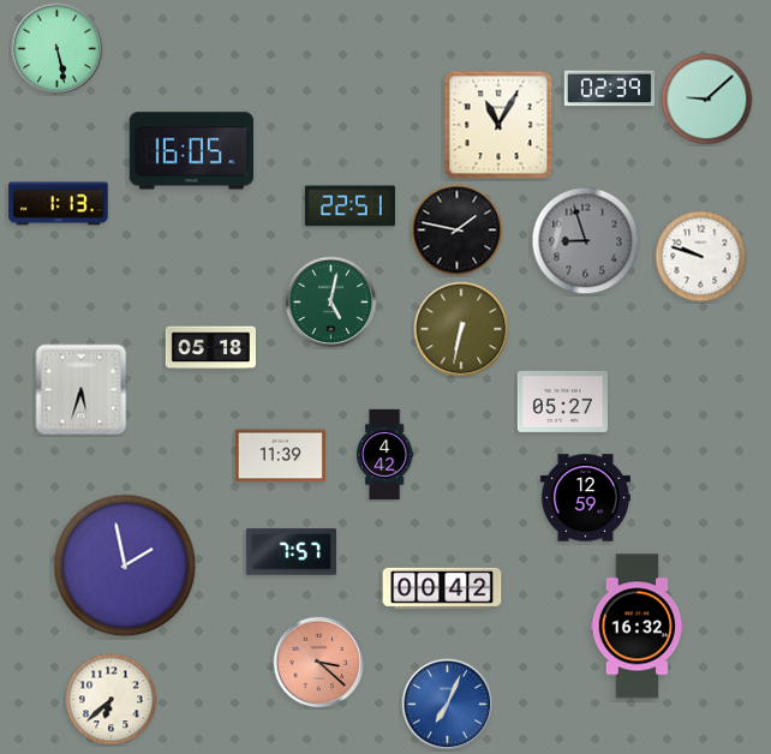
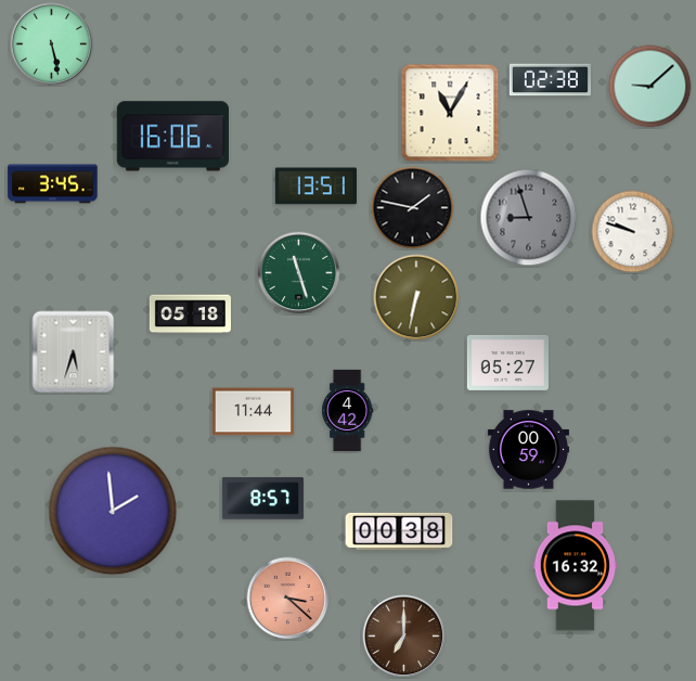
clock at (609, 89): 02:39 -> 02:38
clock at (707, 100) position: (707, 100) -> (650, 87)
clock at (192, 151): 16:05 -> 16:06
clock at (59, 204): 1:13 -> 3:45
clock at (349, 207): 22:51 -> 13:51
clock at (331, 303): 5:02 -> 11:27
clock at (280, 456): 11:39 -> 11:44
clock at (585, 498): 12:59 -> 00:59
clock at (291, 552): 7:57 -> 8:57
clock at (125, 565): 1:58 -> 1:59
clock at (442, 588): 00:42 -> 00:38
clock at (112, 700): 6:38 -> none
clock at (448, 705): 7:04 -> 7:00
clock at (448, 705) dial: blue -> brown
